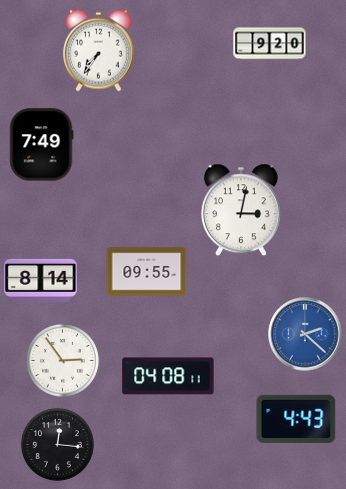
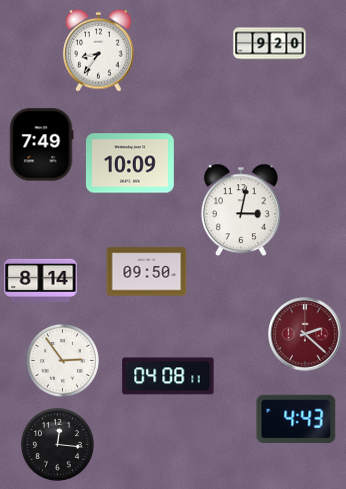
clock at (99, 50): 7:36 -> 8:36
clock at (130, 163): none -> 10:09
clock at (147, 272): 09:55 -> 09:50
clock at (305, 334) dial: blue -> burgundy
